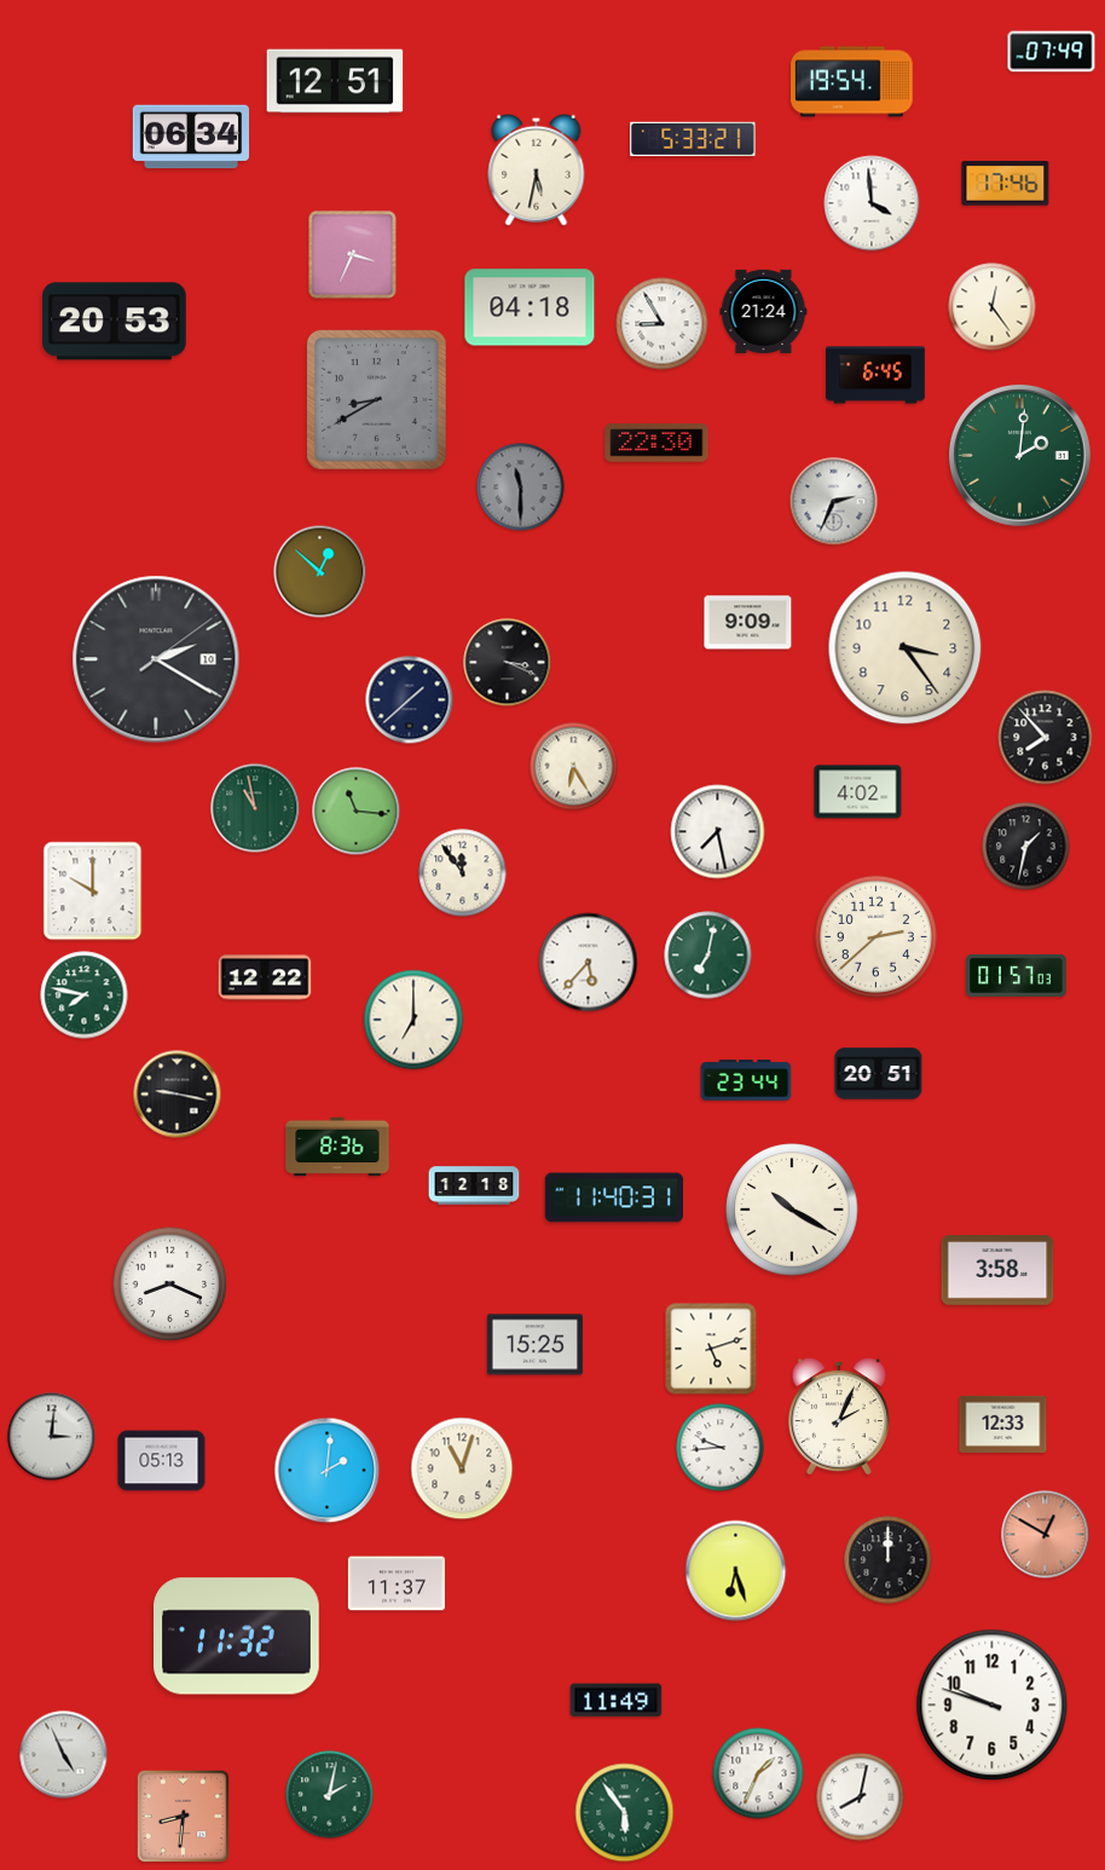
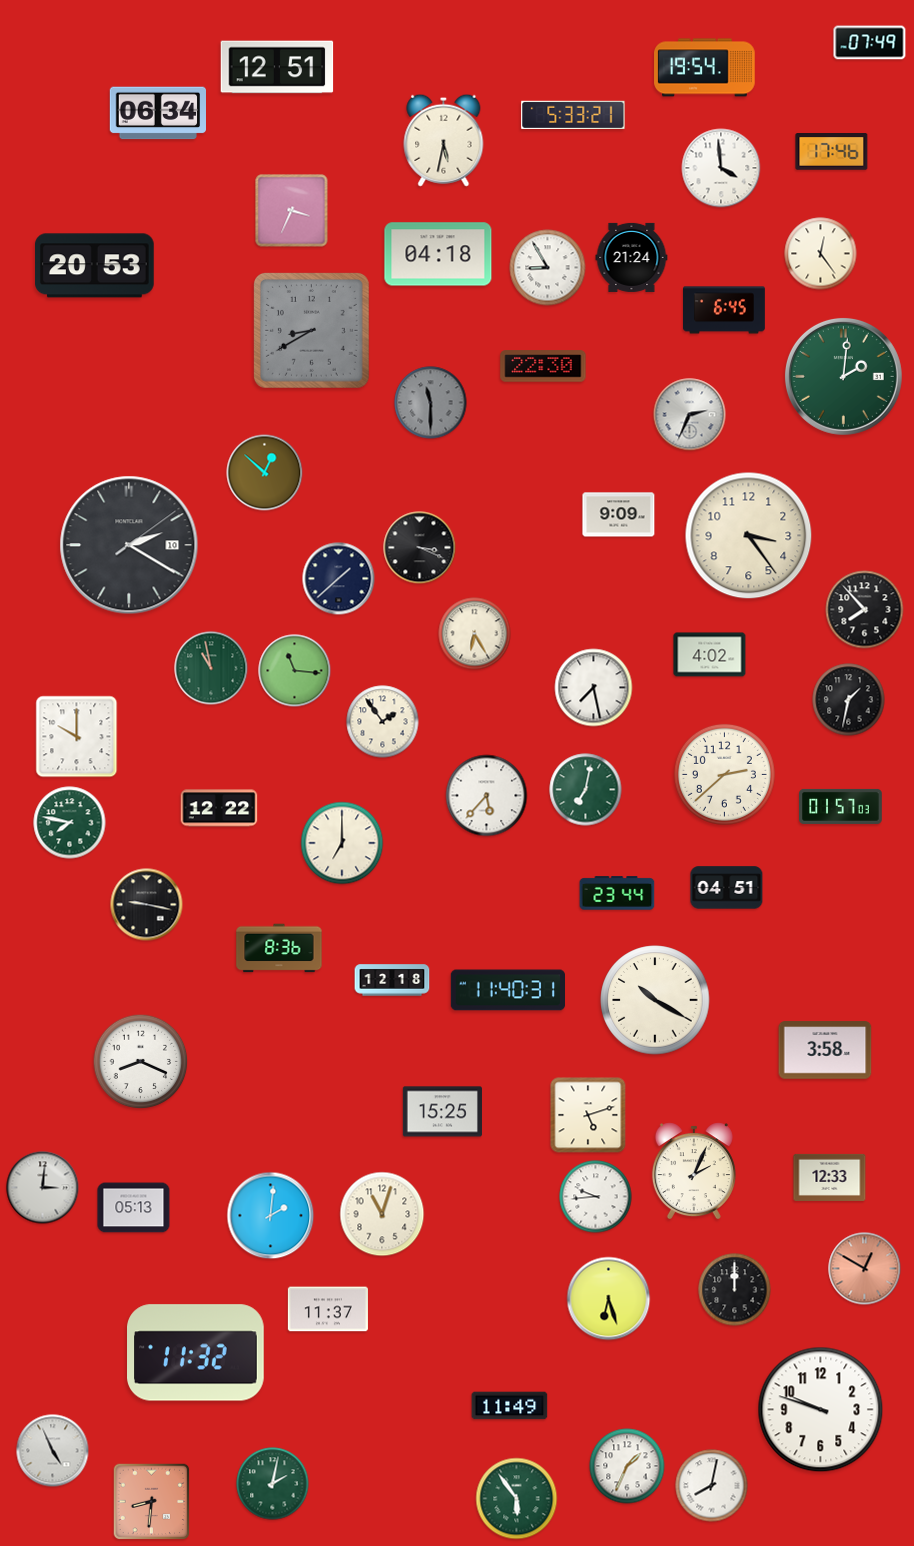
clock at (463, 873): 11:54 -> 1:54
clock at (879, 1074): 20:51 -> 04:51
